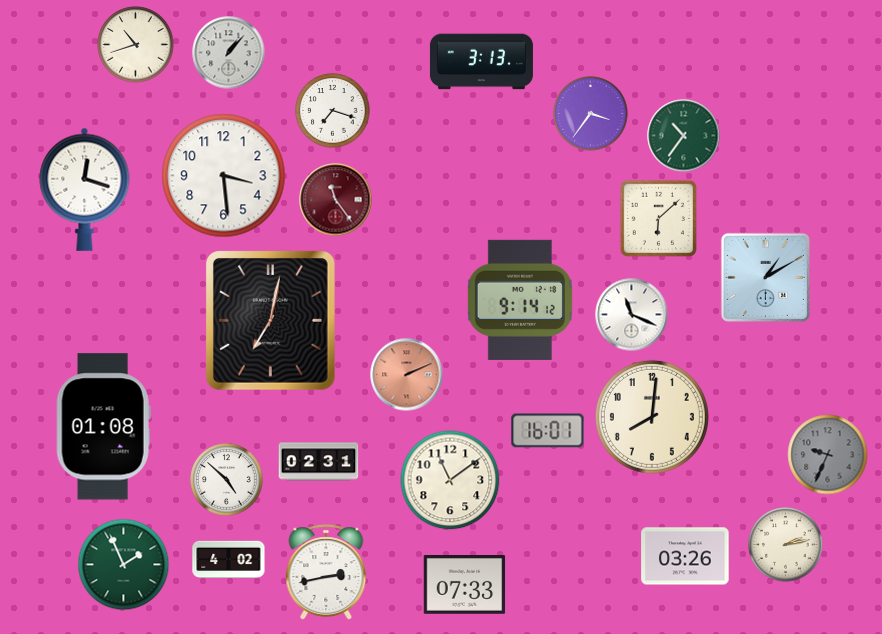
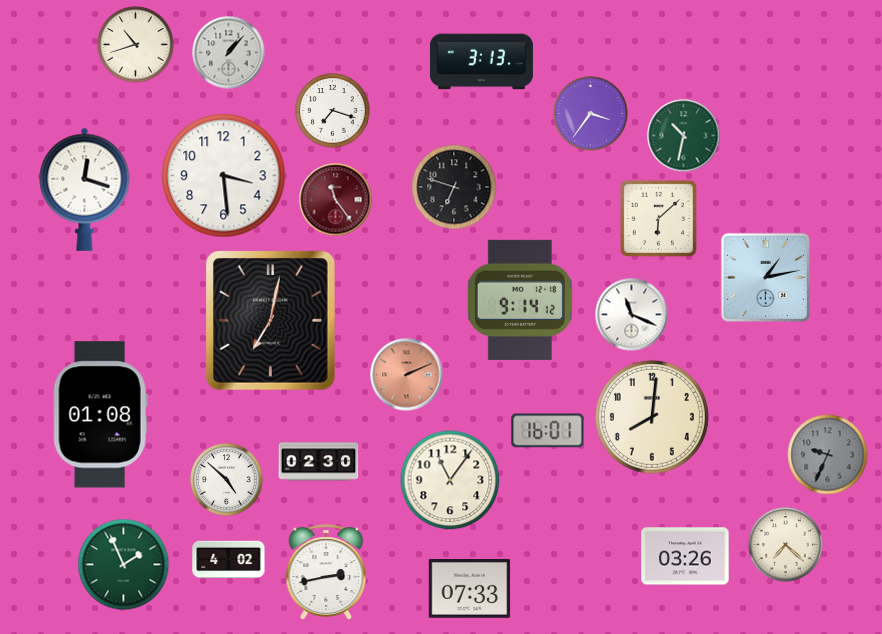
clock at (684, 136): 10:36 -> 10:32
clock at (454, 187): none -> 6:48
clock at (765, 277): 1:10 -> 1:13
clock at (103, 427) position: (103, 427) -> (100, 415)
clock at (319, 462): 02:31 -> 02:30
clock at (450, 480): 11:09 -> 11:06
clock at (786, 545): 2:13 -> 7:22
clock at (465, 585) position: (465, 585) -> (470, 589)
